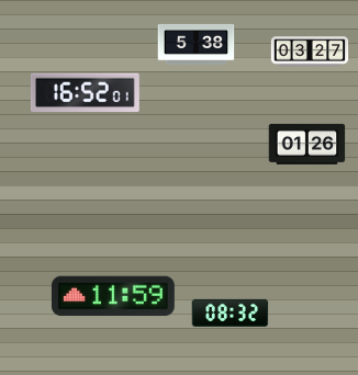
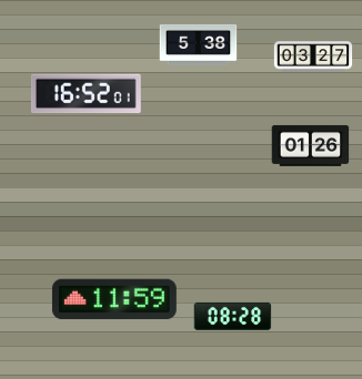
clock at (310, 52) position: (310, 52) -> (313, 57)
clock at (231, 312): 08:32 -> 08:28
